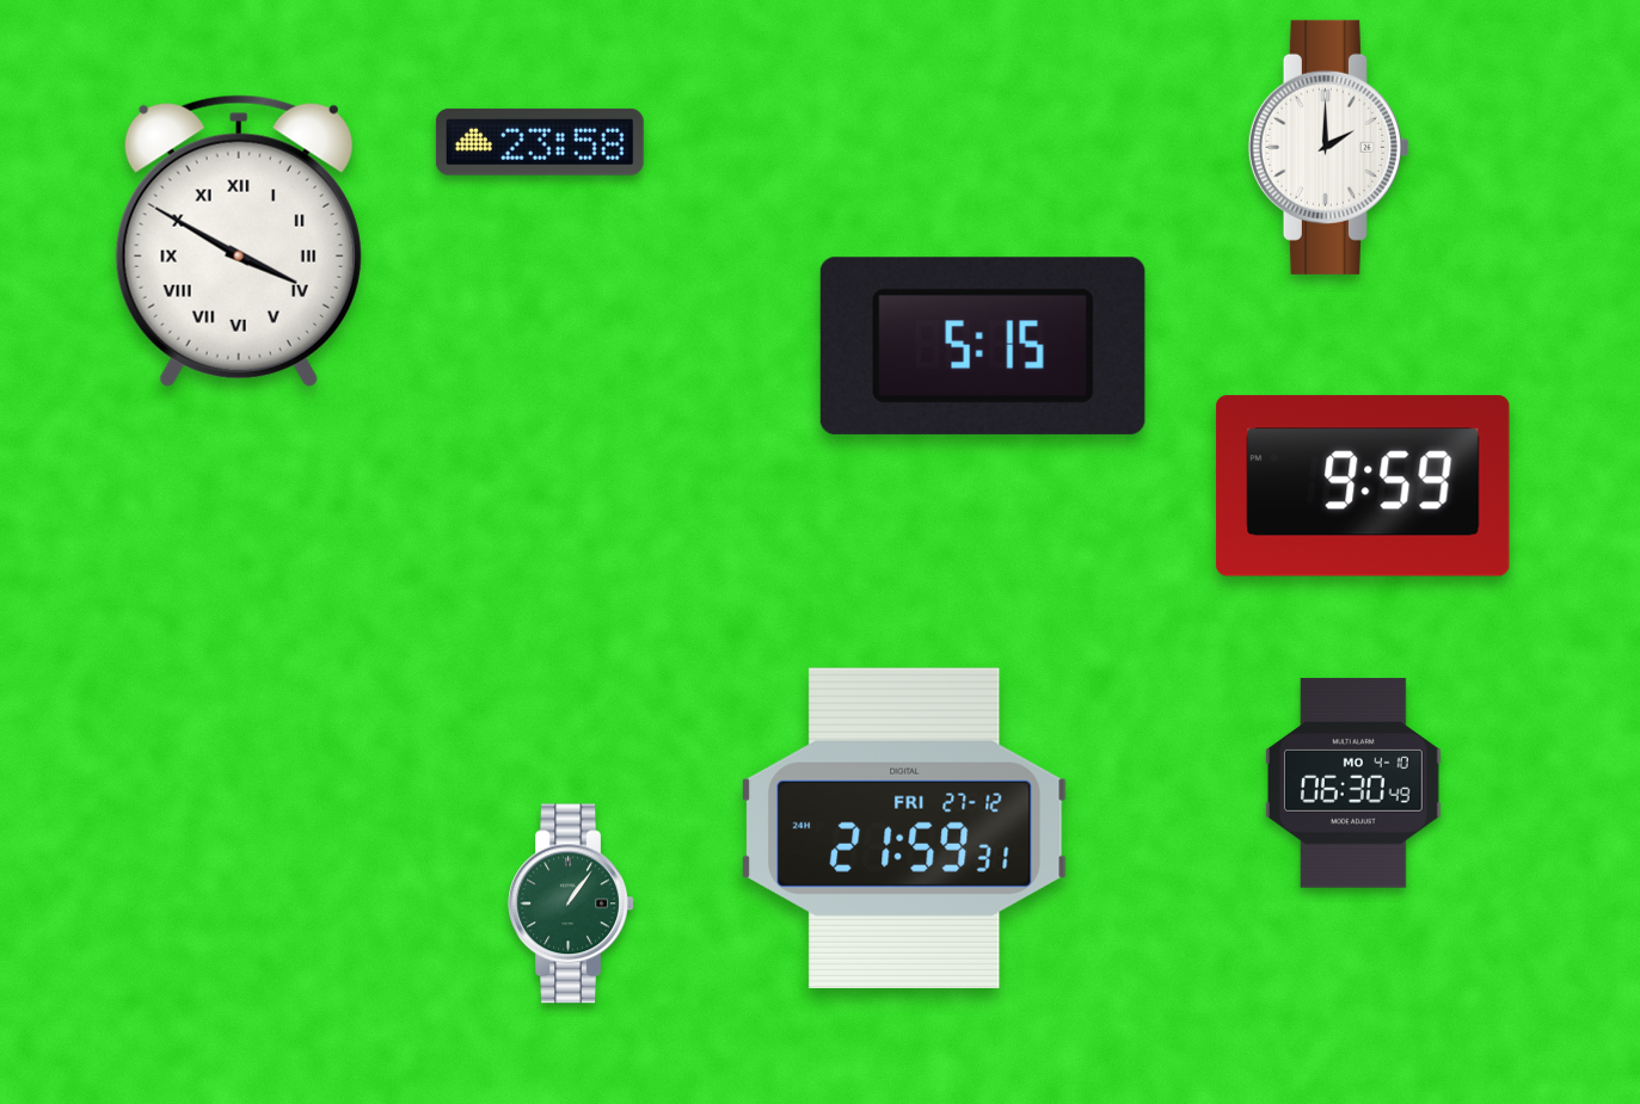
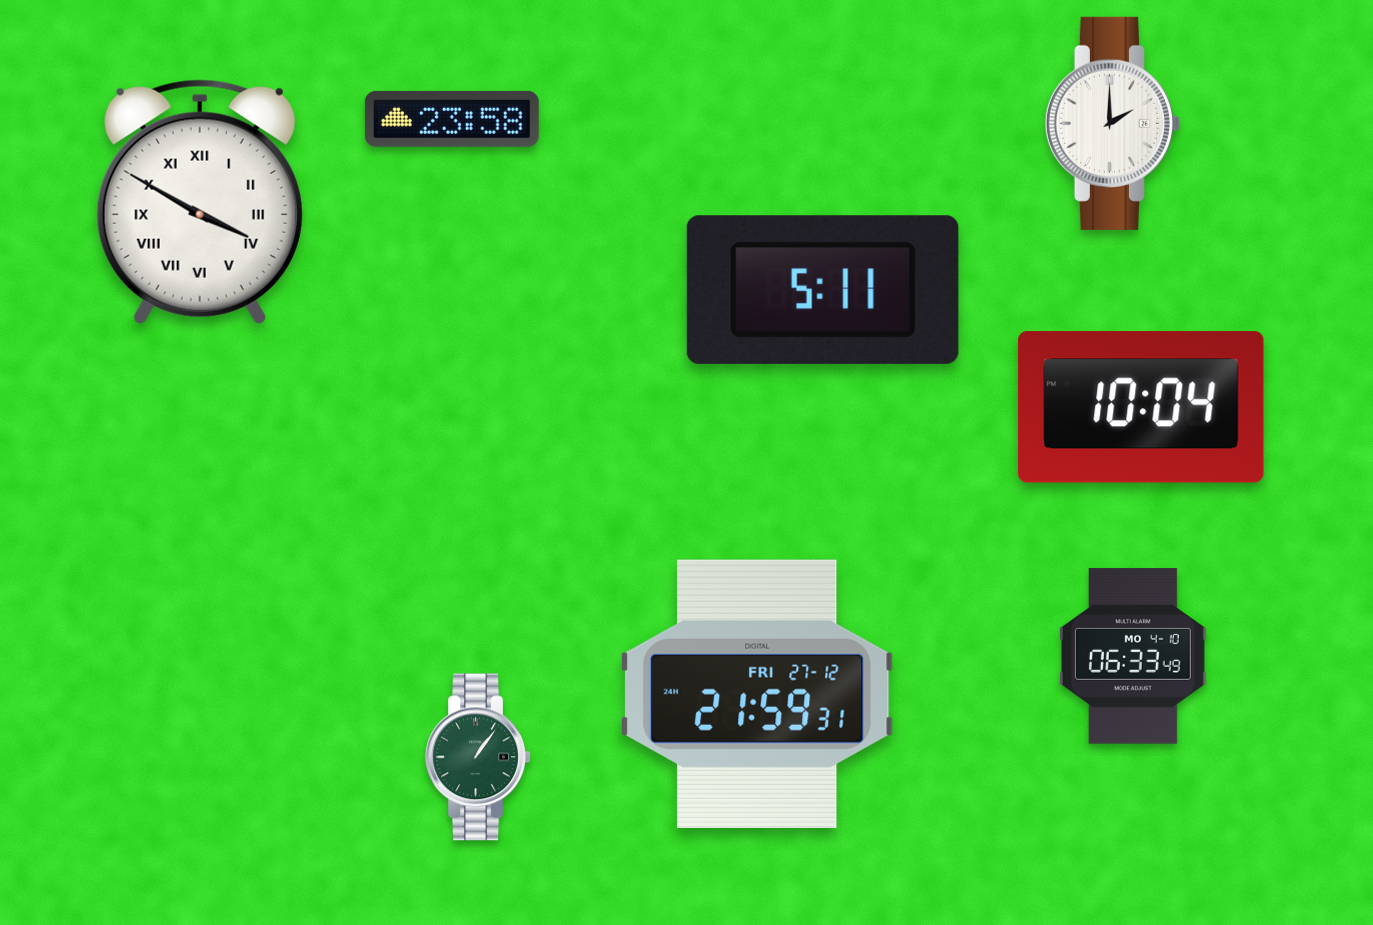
clock at (983, 346): 5:15 -> 5:11
clock at (1363, 486): 9:59 -> 10:04
clock at (1353, 783): 06:30 -> 06:33
